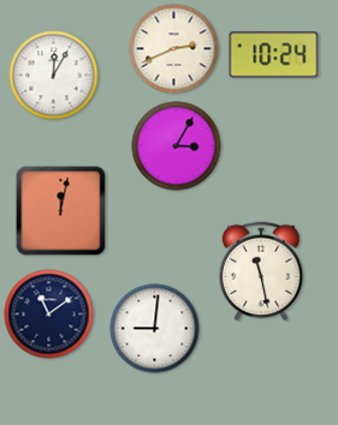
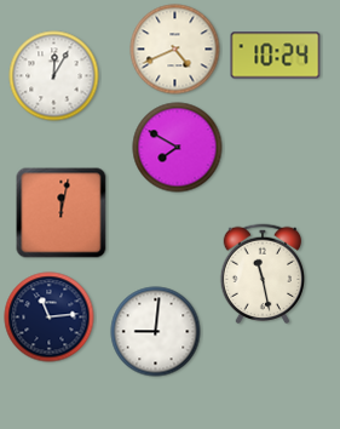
clock at (174, 49): 2:41 -> 4:41
clock at (177, 146): 3:05 -> 7:50
clock at (49, 315): 11:09 -> 11:14
